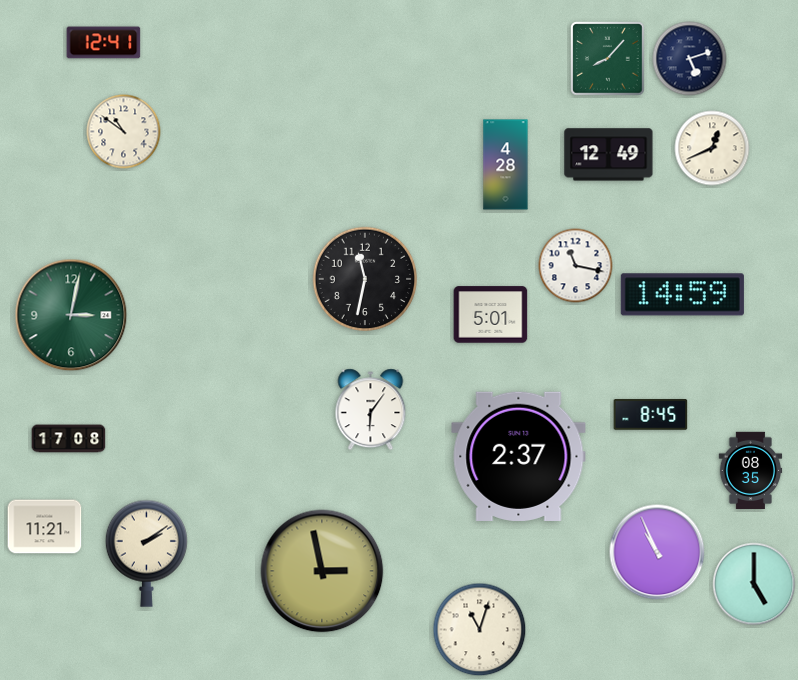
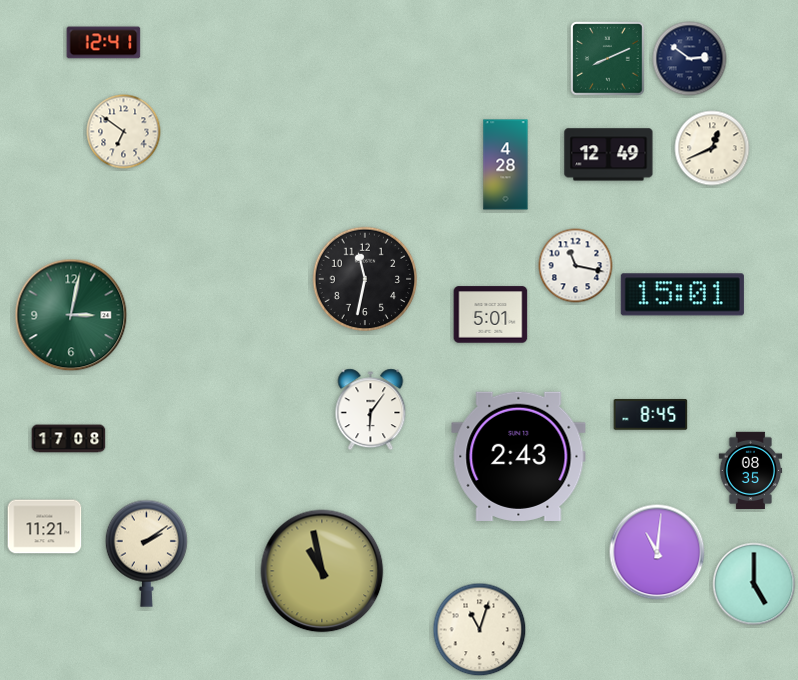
clock at (608, 59): 8:07 -> 8:11
clock at (690, 59): 5:12 -> 2:51
clock at (124, 132): 10:51 -> 6:51
clock at (682, 295): 14:59 -> 15:01
clock at (519, 456): 2:37 -> 2:43
clock at (657, 552): 10:56 -> 11:01
clock at (322, 571): 2:58 -> 10:58
